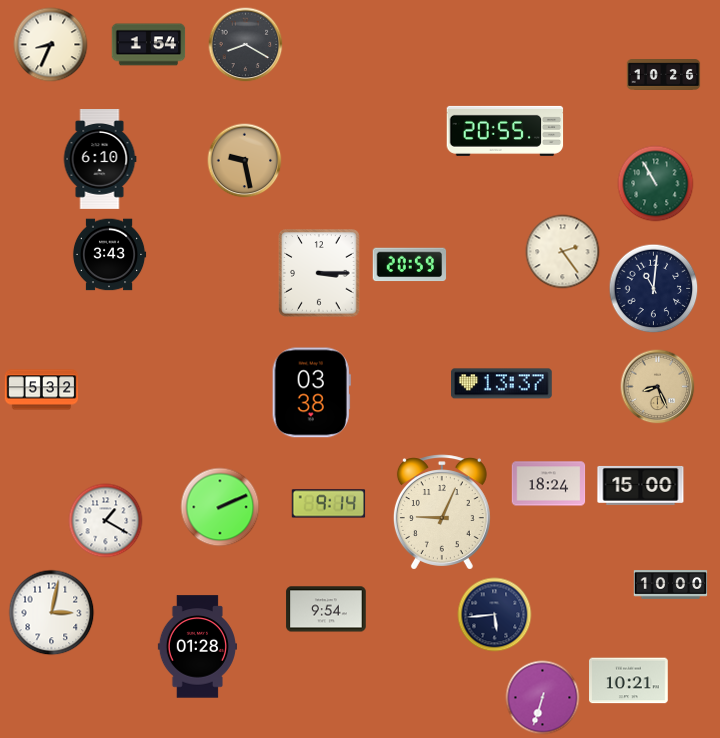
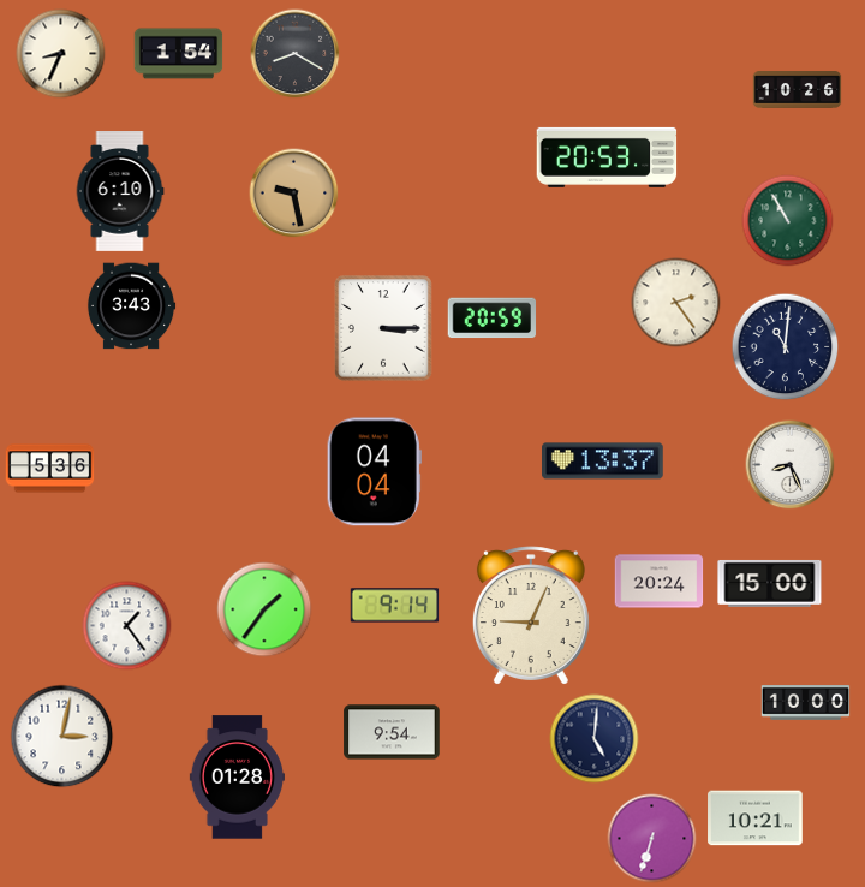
clock at (505, 131): 20:55 -> 20:53
clock at (658, 387) dial: champagne -> white
clock at (42, 390): 5:32 -> 5:36
clock at (311, 393): 03:38 -> 04:04
clock at (549, 484): 18:24 -> 20:24
clock at (220, 507): 2:11 -> 1:36
clock at (106, 521): 1:20 -> 1:24
clock at (495, 615): 5:44 -> 5:01
